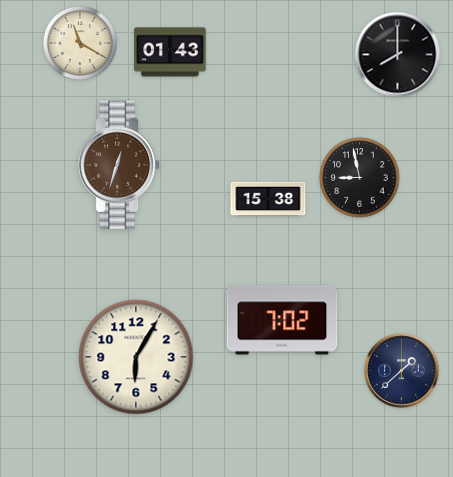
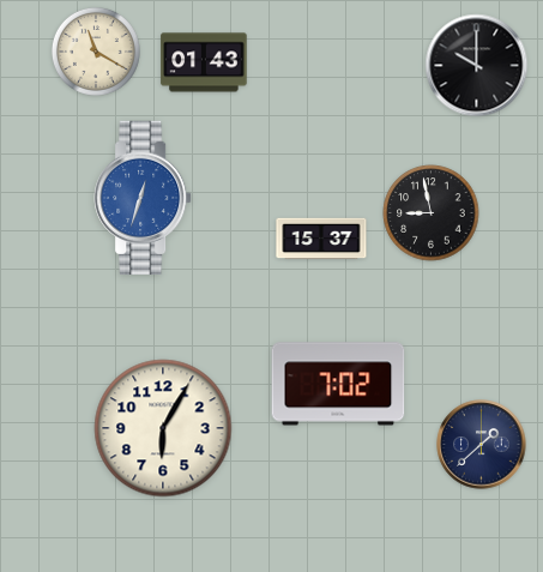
clock at (398, 55): 8:00 -> 10:00
clock at (119, 164) dial: brown -> blue
clock at (268, 199): 15:38 -> 15:37
